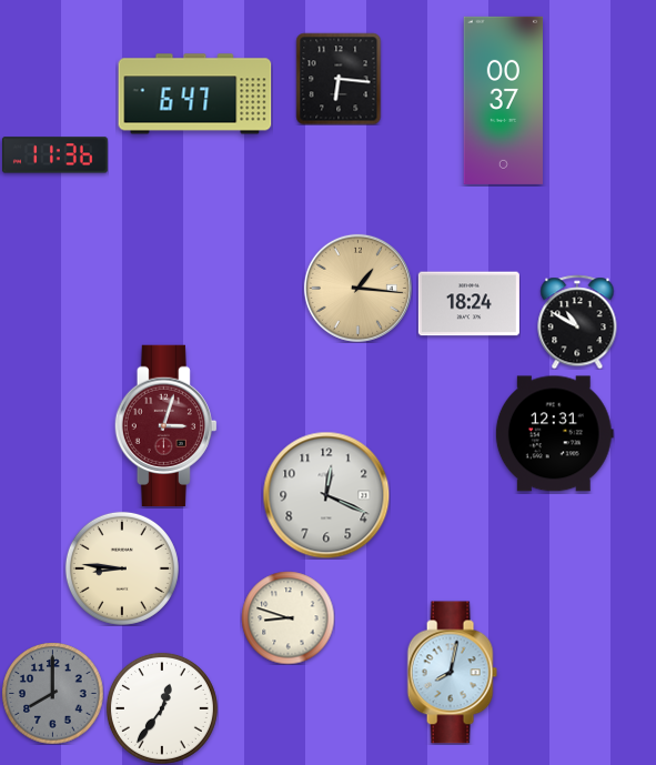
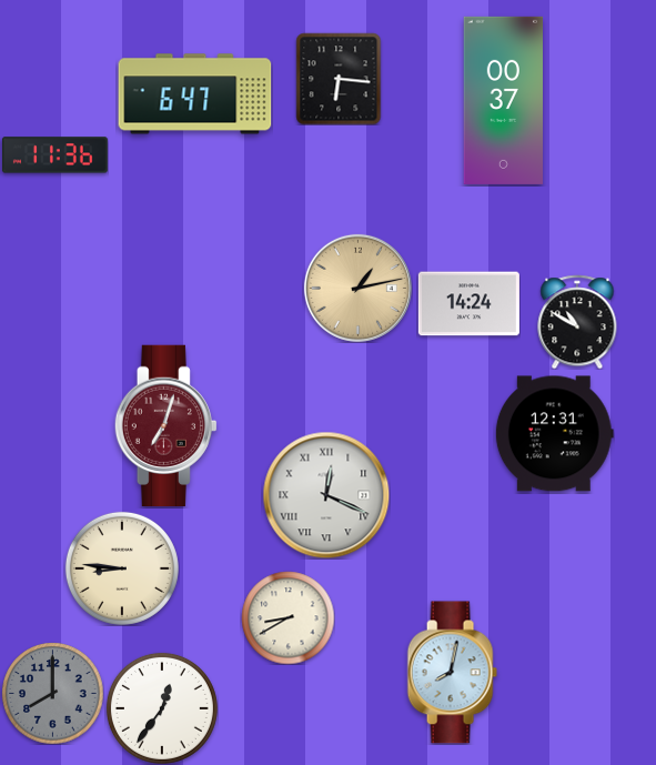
clock at (357, 288): 1:16 -> 1:13
clock at (468, 304): 18:24 -> 14:24
clock at (165, 425): 3:03 -> 7:03
clock at (326, 495) numerals: Arabic -> Roman
clock at (287, 617): 8:48 -> 8:40
